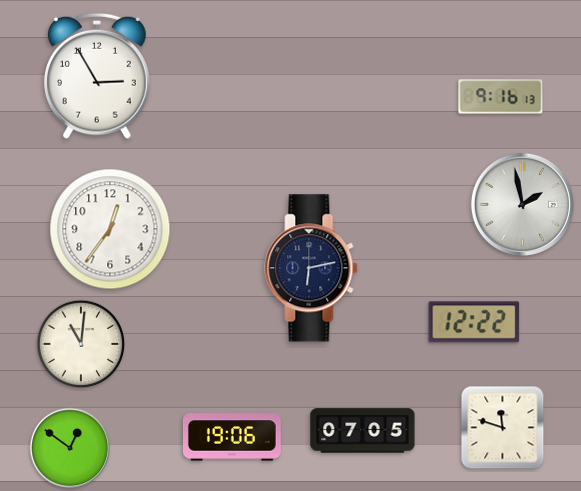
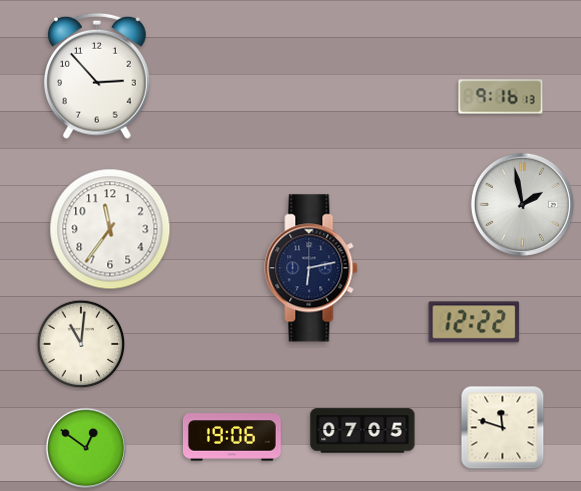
clock at (98, 76): 2:55 -> 2:53
clock at (110, 229): 12:36 -> 11:36
clock at (70, 448) position: (70, 448) -> (86, 448)
